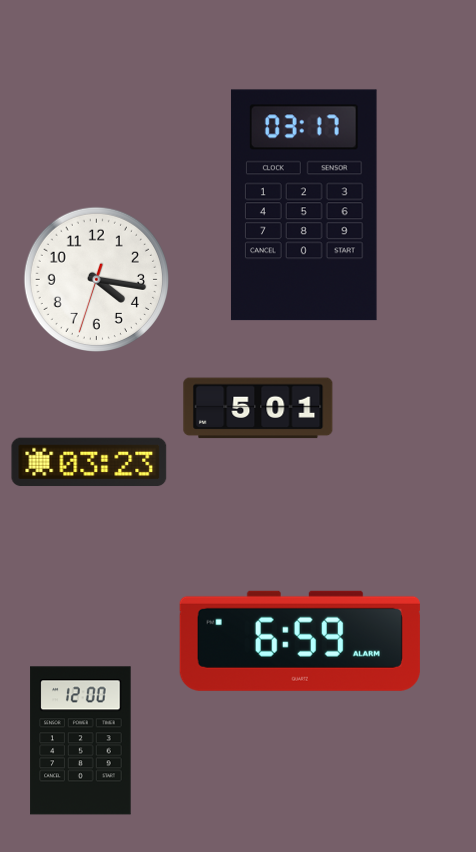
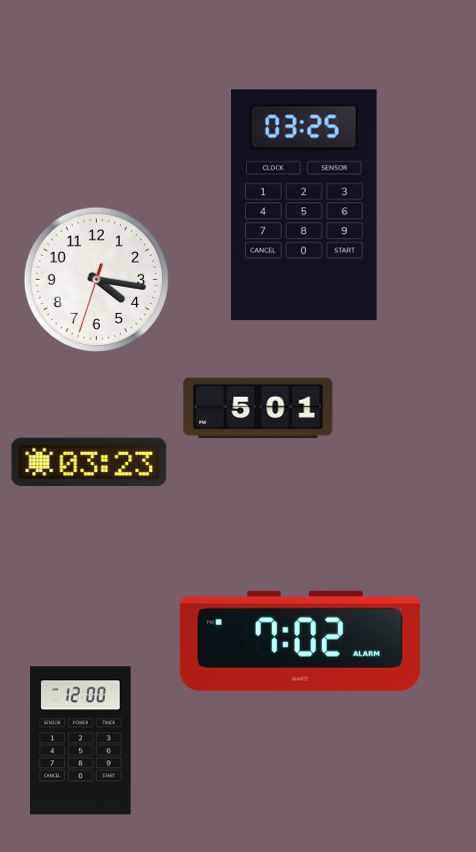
clock at (304, 205): 03:17 -> 03:25
clock at (300, 641): 6:59 -> 7:02
